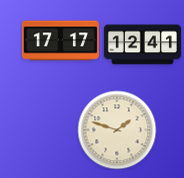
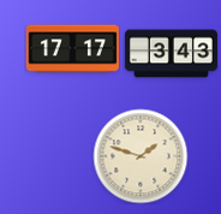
clock at (142, 45): 12:41 -> 3:43
